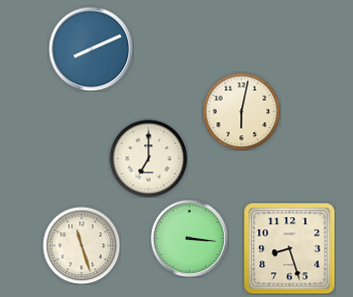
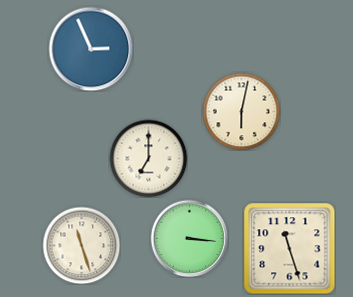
clock at (91, 49): 8:11 -> 2:56
clock at (290, 249): 8:27 -> 11:27
